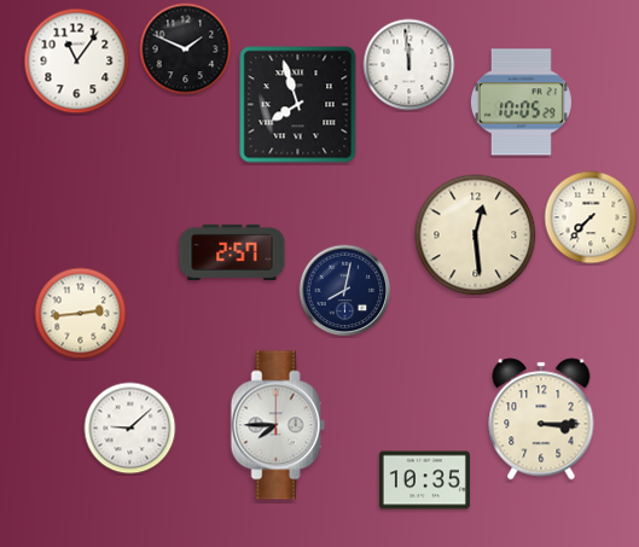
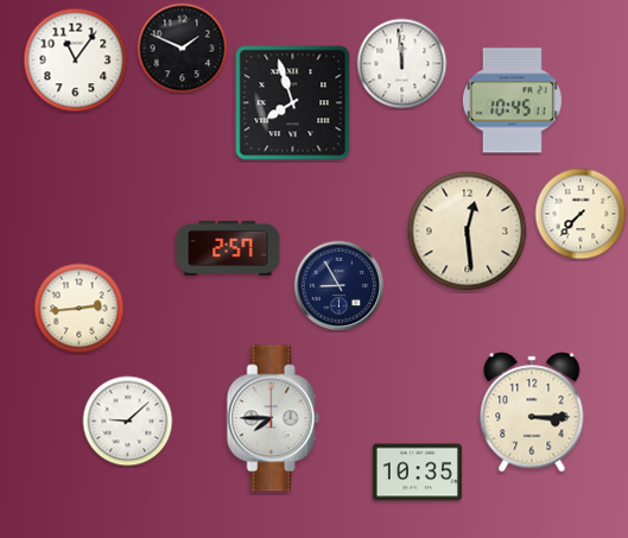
clock at (521, 103): 10:05 -> 10:45
clock at (345, 291): 8:02 -> 8:55
